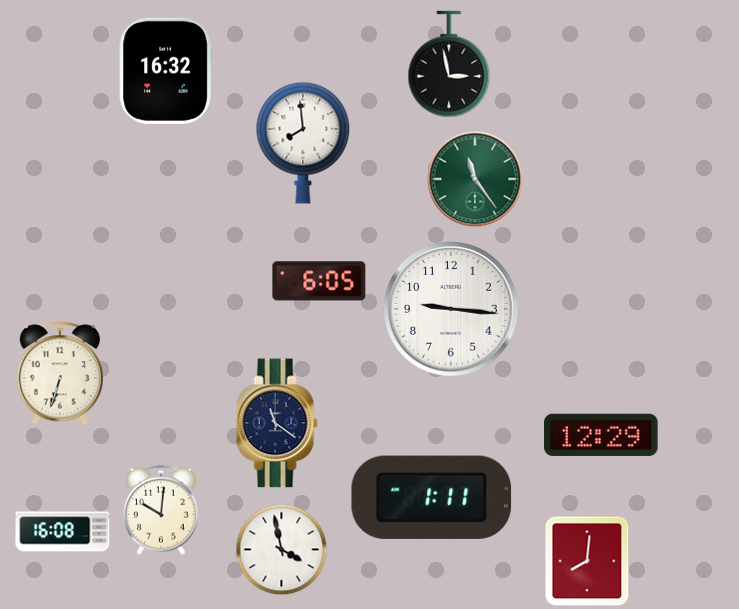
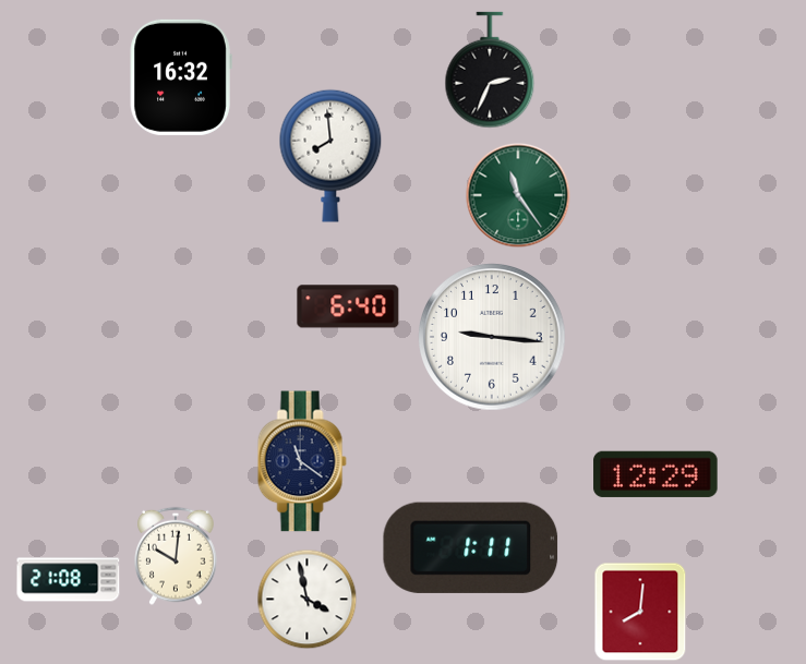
clock at (449, 64): 2:58 -> 2:34
clock at (319, 281): 6:05 -> 6:40
clock at (59, 373): 6:33 -> none
clock at (432, 497) position: (432, 497) -> (471, 547)
clock at (63, 532): 16:08 -> 21:08
